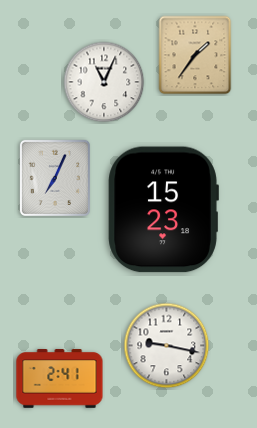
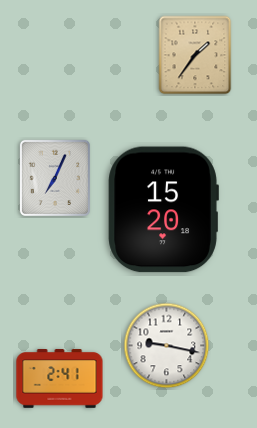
clock at (104, 82): 11:04 -> none
clock at (163, 210): 15:23 -> 15:20
